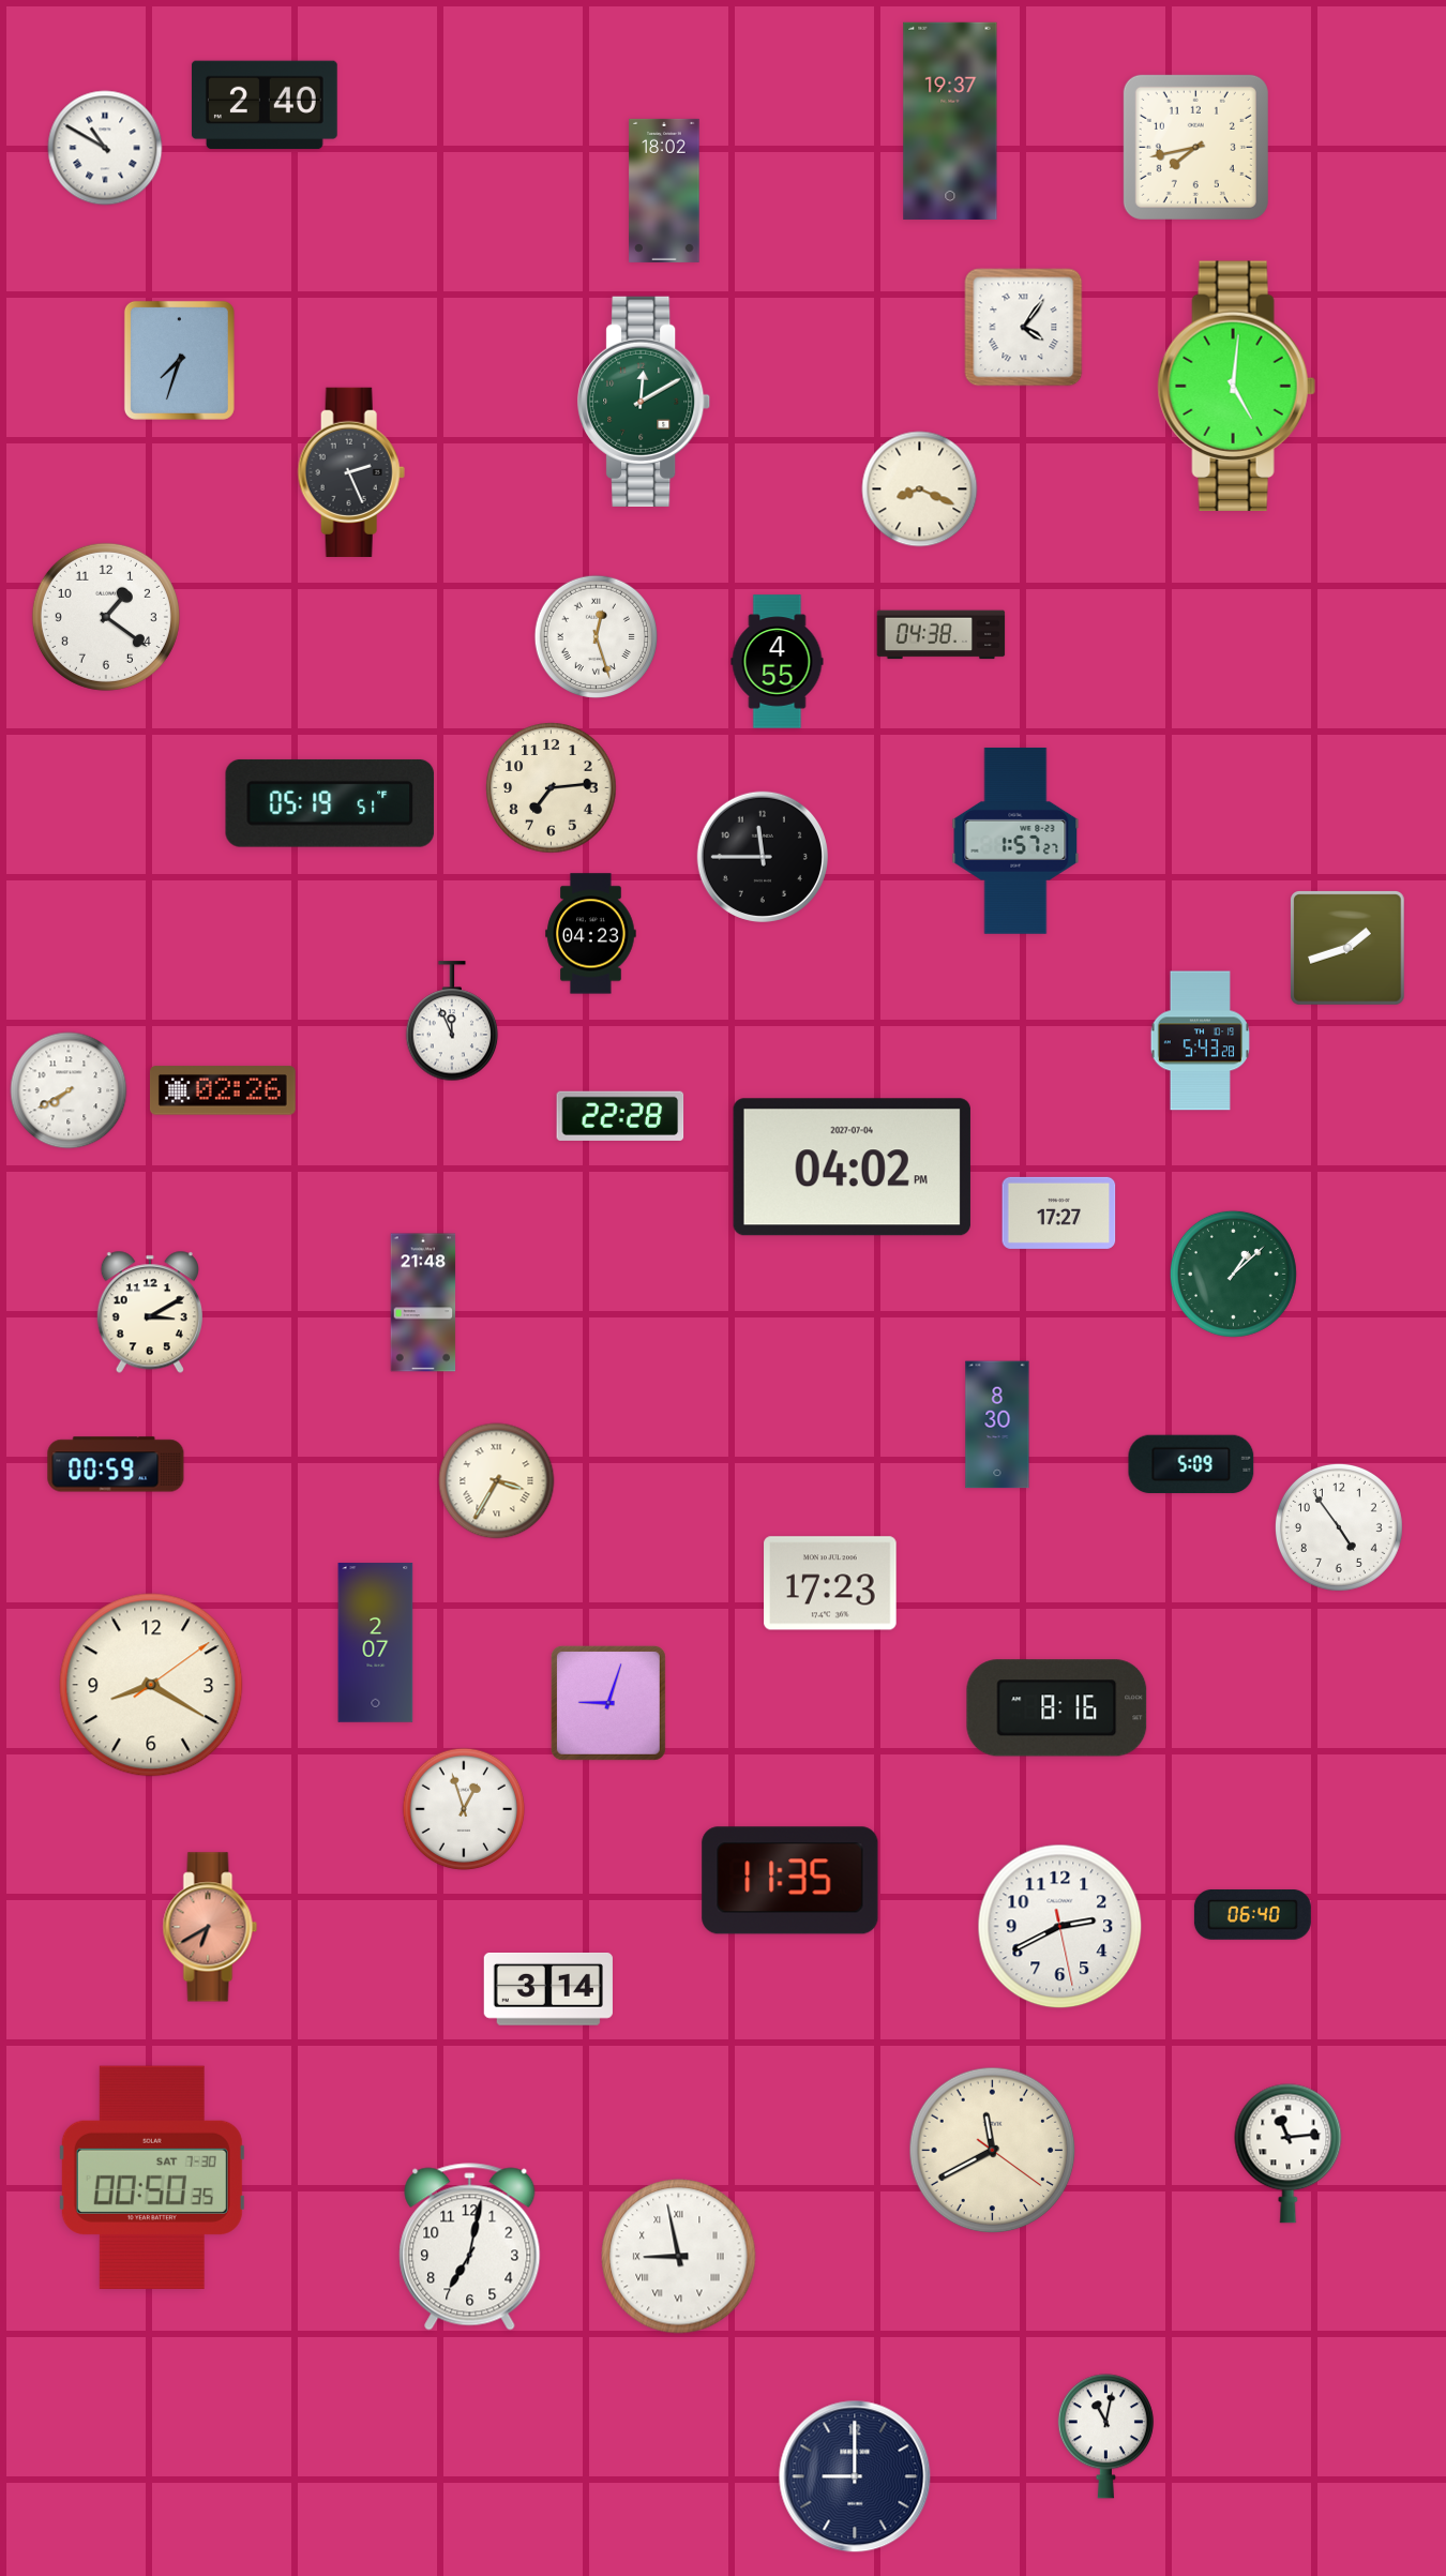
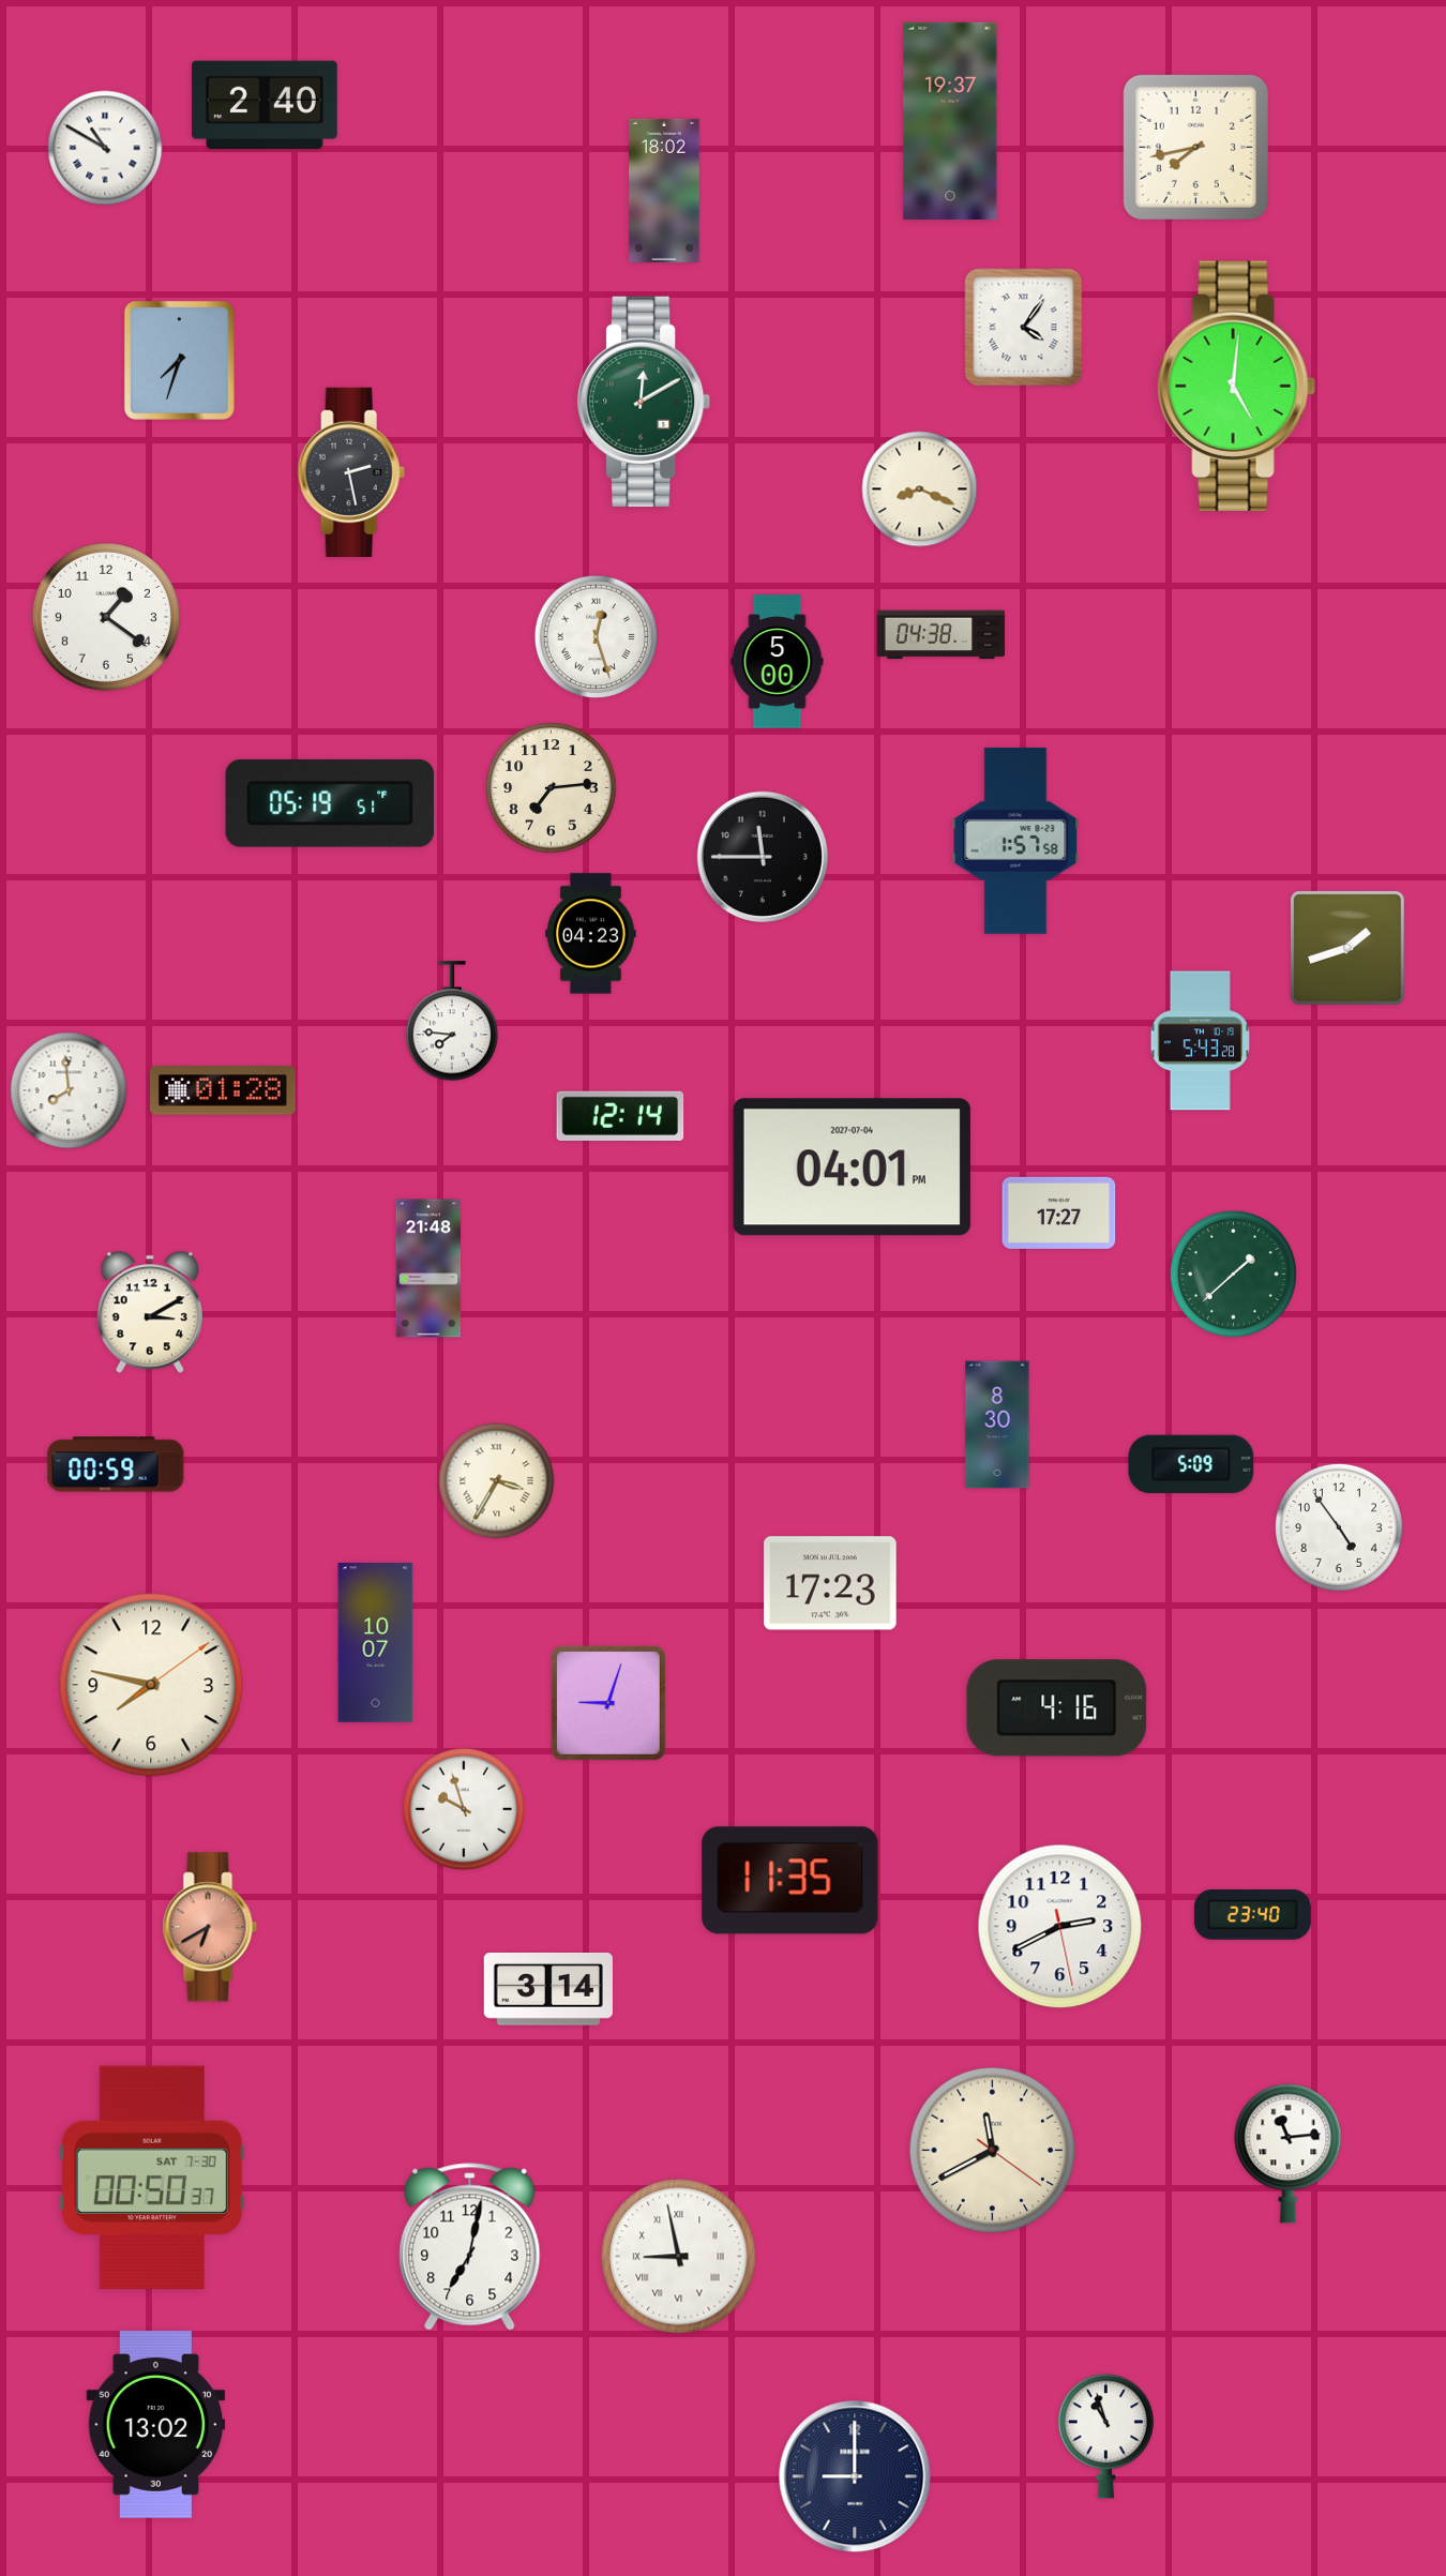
clock at (351, 472): 2:26 -> 2:28
clock at (778, 662): 4:55 -> 5:00
clock at (1015, 841): 1:57:27 -> 1:57:58
clock at (452, 1022): 11:56 -> 7:46
clock at (69, 1090): 7:40 -> 7:59
clock at (223, 1090): 02:26 -> 01:28
clock at (620, 1116): 22:28 -> 12:14
clock at (852, 1168): 04:02 -> 04:01
clock at (1233, 1274): 1:08 -> 1:38
clock at (423, 1302) position: (423, 1302) -> (428, 1268)
clock at (376, 1643): 2:07 -> 10:07
clock at (151, 1685): 8:20 -> 7:47
clock at (1057, 1708): 8:16 -> 4:16
clock at (464, 1809): 12:57 -> 9:57
clock at (1252, 1915): 06:40 -> 23:40
clock at (152, 2176): 00:50:35 -> 00:50:37
clock at (156, 2425): none -> 13:02
clock at (1105, 2437): 11:02 -> 10:57
